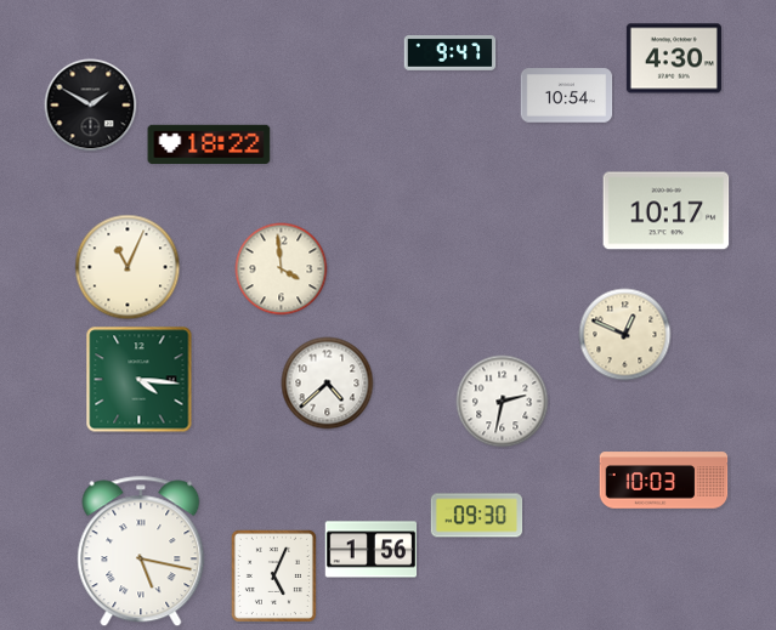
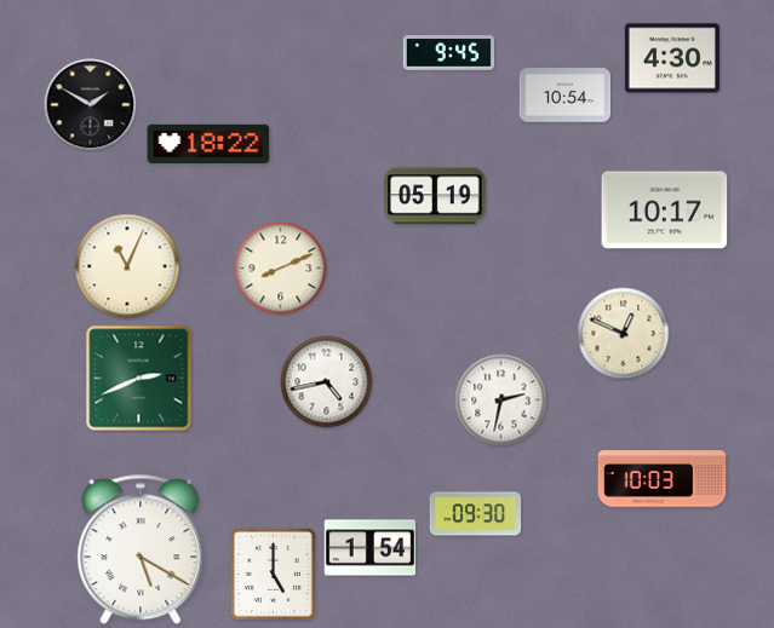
clock at (451, 53): 9:47 -> 9:45
clock at (435, 196): none -> 05:19
clock at (282, 269): 3:59 -> 8:11
clock at (140, 380): 4:16 -> 2:41
clock at (328, 384): 4:38 -> 4:43
clock at (372, 550): 1:56 -> 1:54
clock at (141, 551): 5:17 -> 5:20
clock at (273, 575): 5:04 -> 5:00
